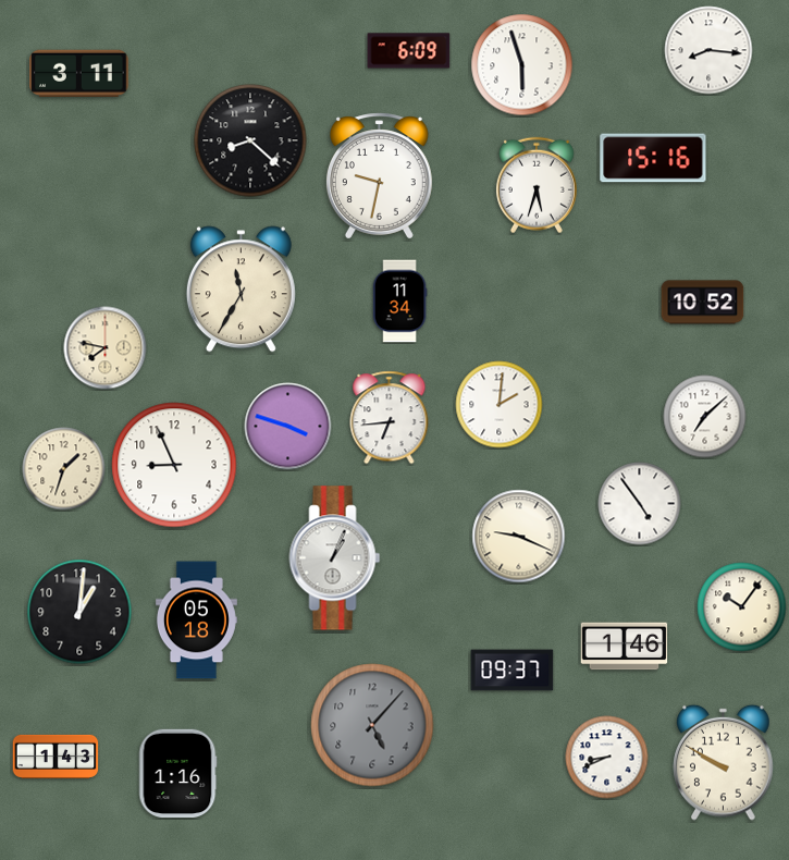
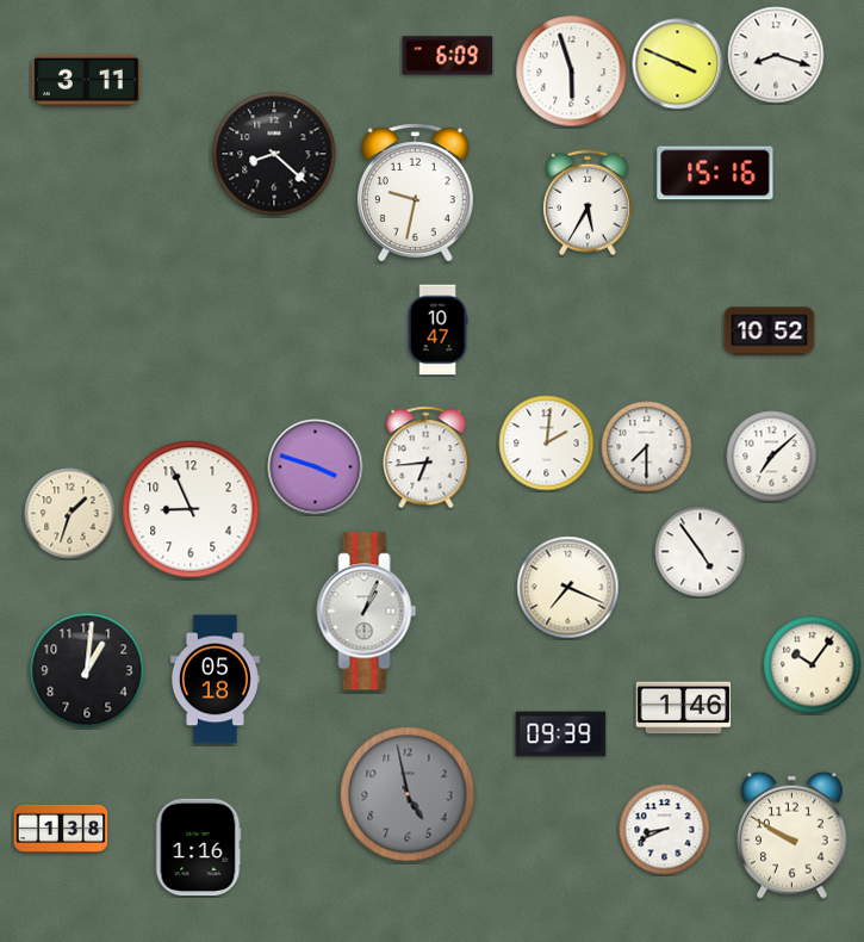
clock at (708, 50): 8:16 -> 8:18
clock at (678, 64): none -> 3:49
clock at (537, 185): 5:33 -> 5:35
clock at (241, 290): 11:35 -> none
clock at (399, 302): 11:34 -> 10:47
clock at (106, 348): 7:47 -> none
clock at (647, 447): none -> 7:30
clock at (519, 537): 9:19 -> 7:19
clock at (513, 671): 09:37 -> 09:39
clock at (372, 725): 5:07 -> 4:58
clock at (56, 757): 1:43 -> 1:38
clock at (177, 774) position: (177, 774) -> (198, 848)
